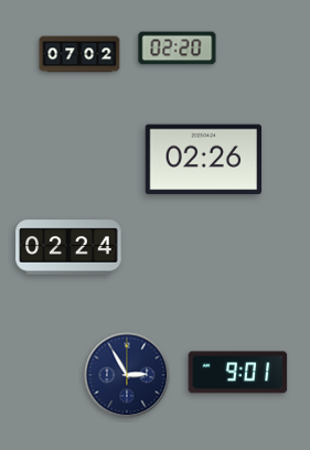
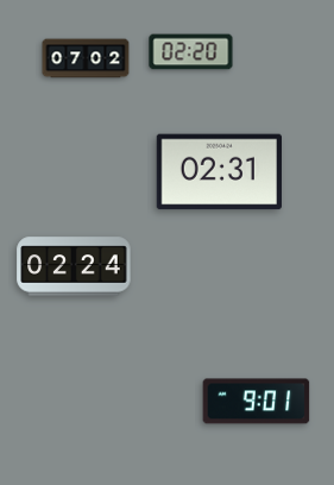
clock at (203, 160): 02:26 -> 02:31
clock at (127, 375): 2:55 -> none
